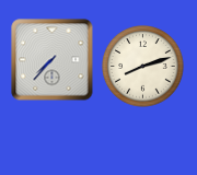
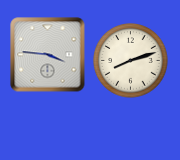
clock at (53, 60): 7:37 -> 3:46
